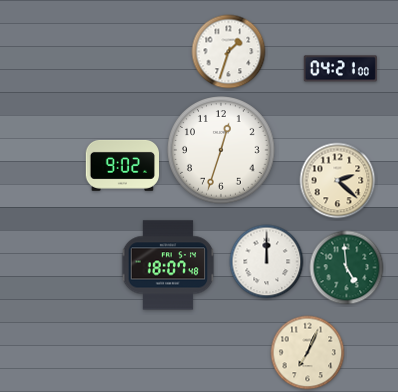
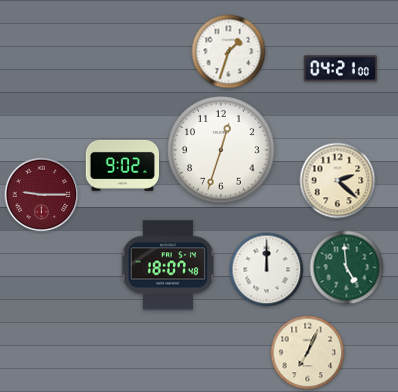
clock at (42, 195): none -> 9:15
clock at (267, 262) position: (267, 262) -> (267, 270)
